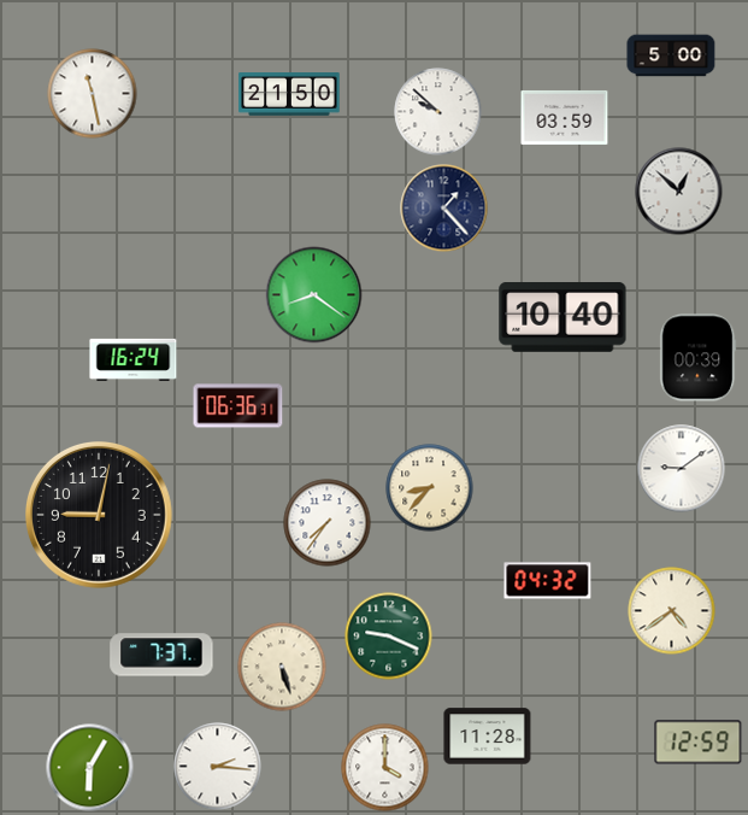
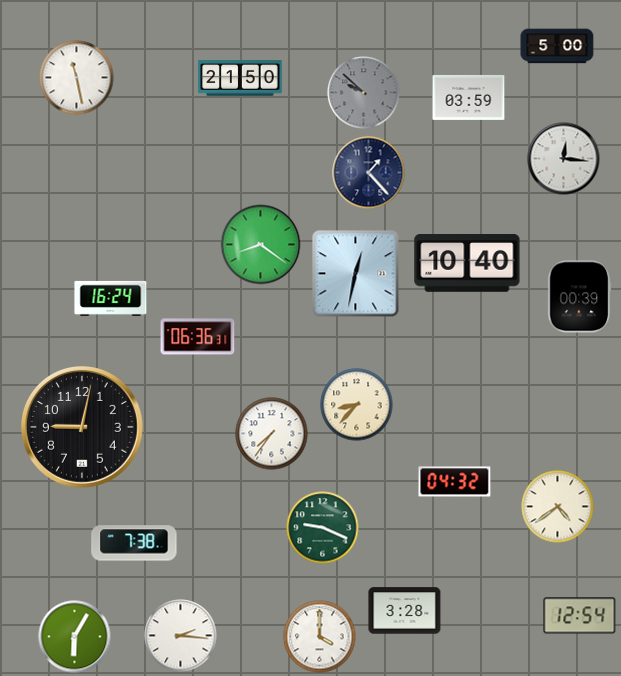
clock at (438, 112) dial: white -> grey
clock at (679, 192): 12:52 -> 12:16
clock at (356, 274): none -> 12:32
clock at (682, 469): 9:09 -> none
clock at (161, 655): 7:37 -> 7:38
clock at (282, 667): 5:27 -> none
clock at (488, 737): 11:28 -> 3:28
clock at (699, 743): 12:59 -> 12:54
